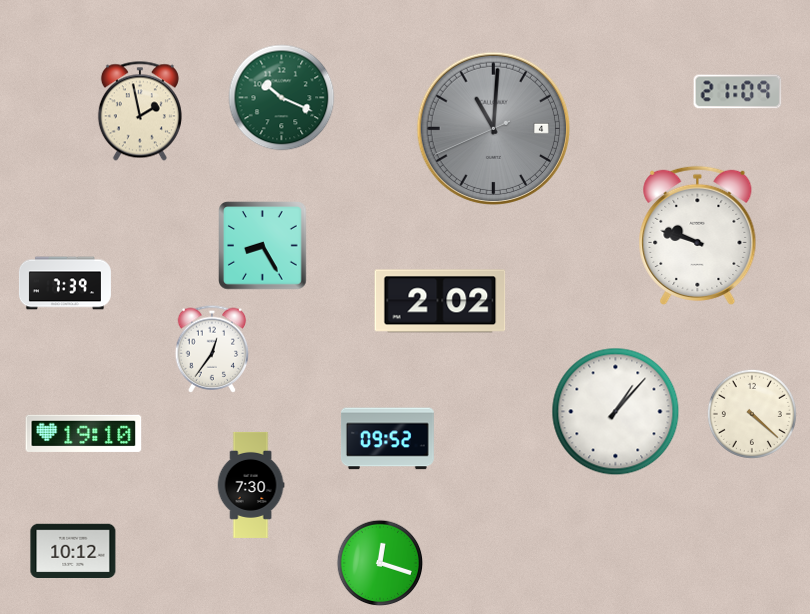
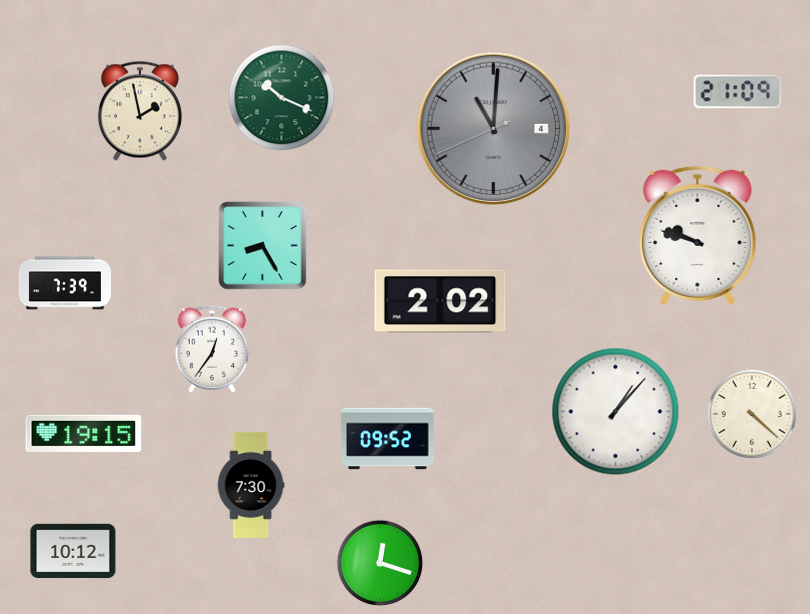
clock at (84, 433): 19:10 -> 19:15
